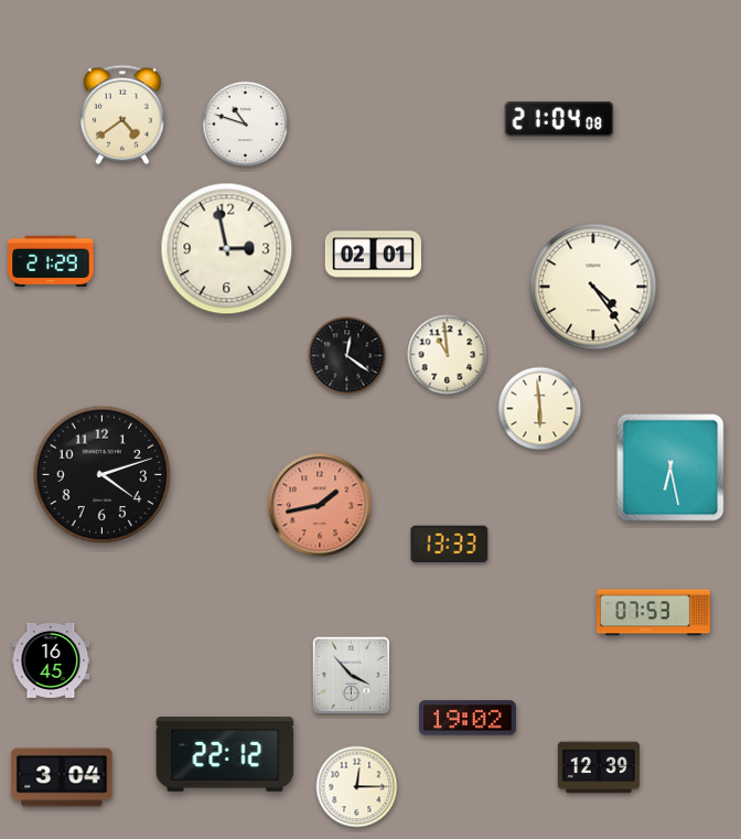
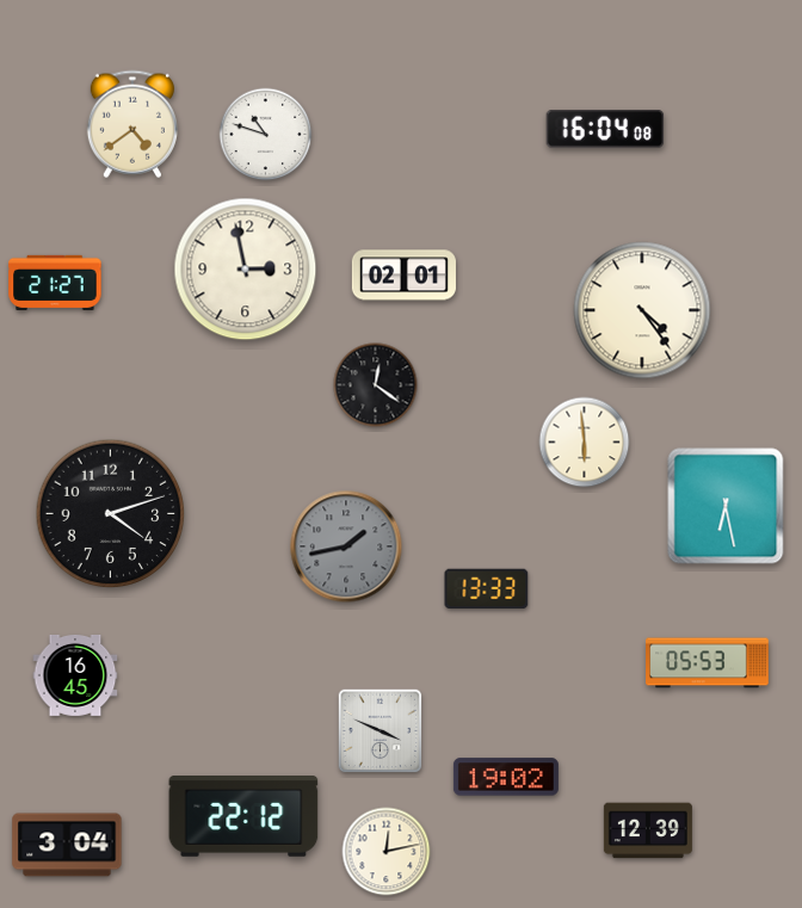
clock at (559, 119): 21:04 -> 16:04
clock at (51, 261): 21:29 -> 21:27
clock at (448, 355): 10:59 -> none
clock at (320, 505) dial: salmon -> grey
clock at (654, 613): 07:53 -> 05:53
clock at (51, 660) position: (51, 660) -> (75, 675)
clock at (352, 676): 3:53 -> 3:49
clock at (62, 777) position: (62, 777) -> (67, 845)
clock at (357, 787): 12:15 -> 12:13
